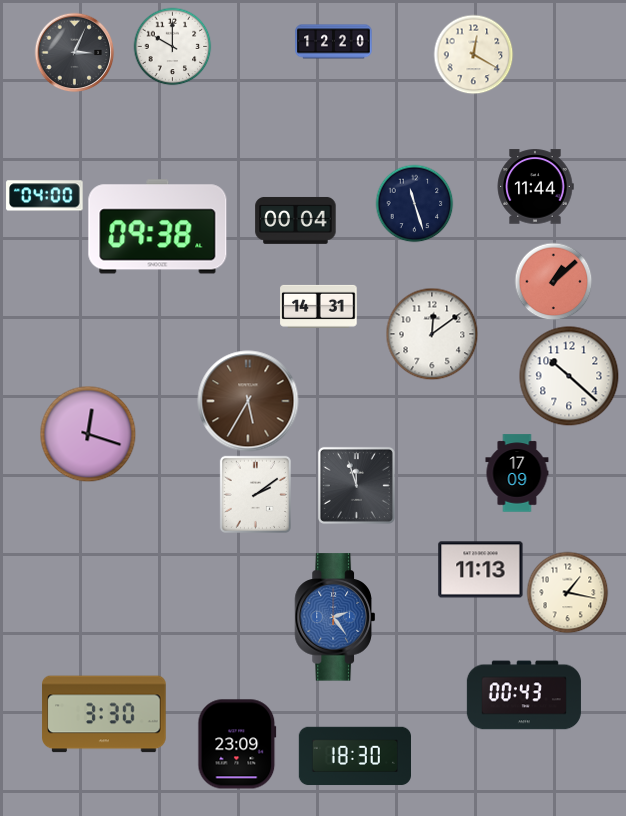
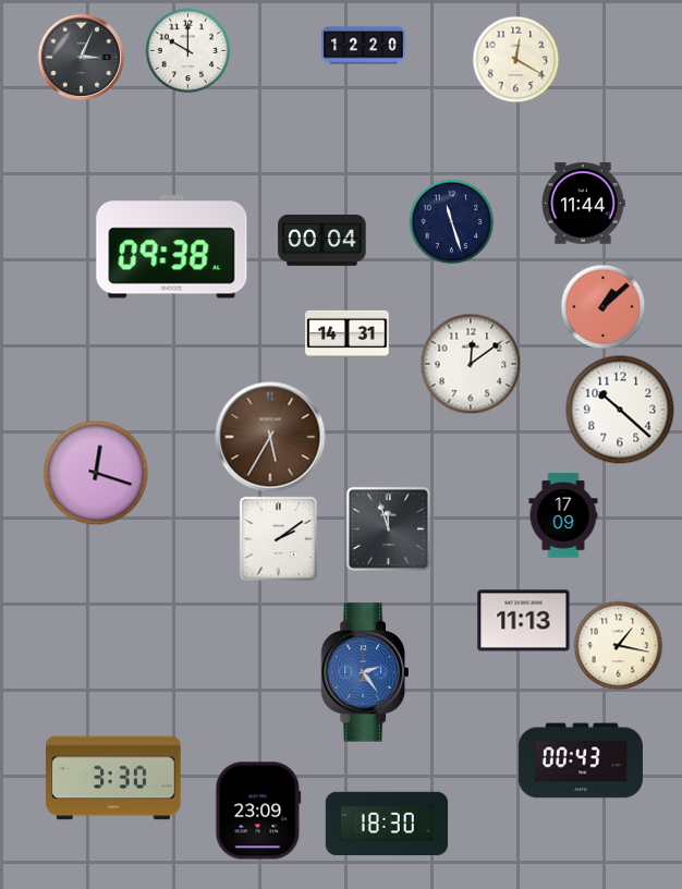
clock at (45, 196): 04:00 -> none
clock at (524, 695) position: (524, 695) -> (581, 760)
